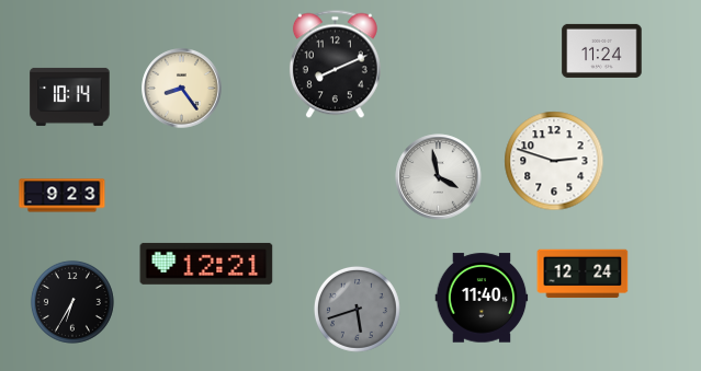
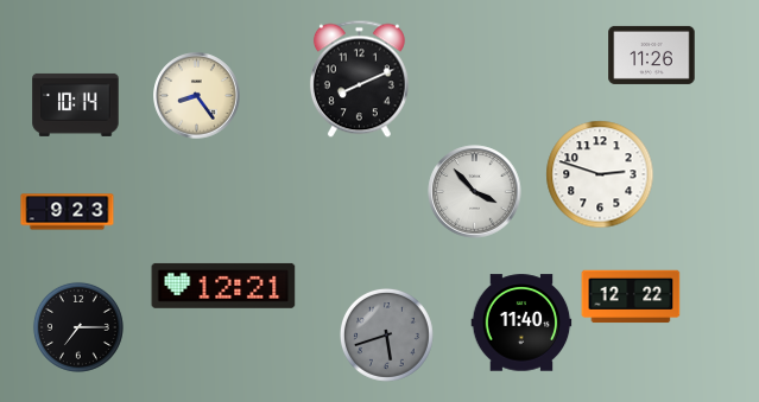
clock at (602, 50): 11:24 -> 11:26
clock at (335, 65) position: (335, 65) -> (359, 79)
clock at (439, 177): 3:58 -> 3:53
clock at (583, 274): 12:24 -> 12:22
clock at (72, 302): 6:35 -> 7:15
